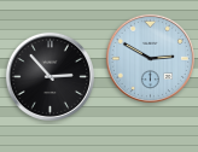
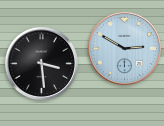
clock at (49, 76): 2:53 -> 3:29
